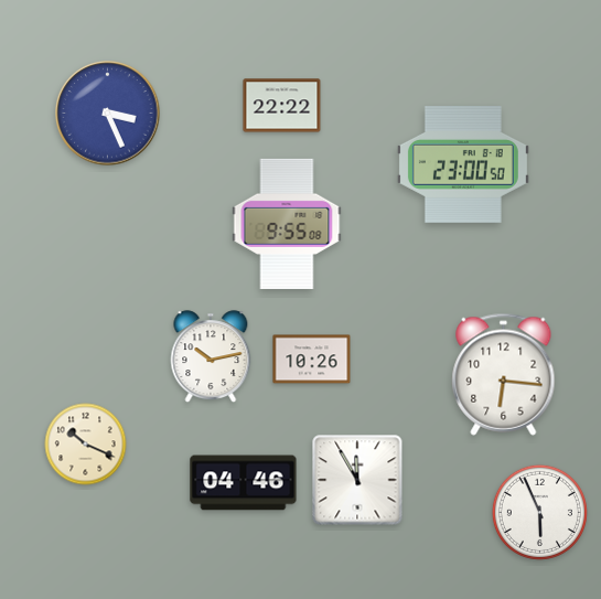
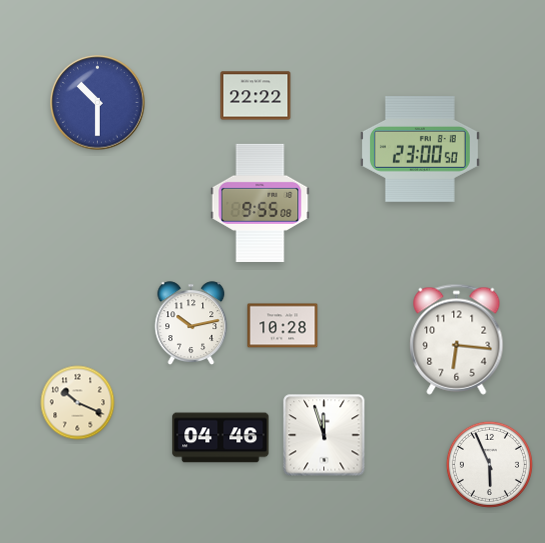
clock at (108, 114): 3:26 -> 10:30
clock at (312, 360): 10:26 -> 10:28
clock at (357, 480): 11:55 -> 11:57
